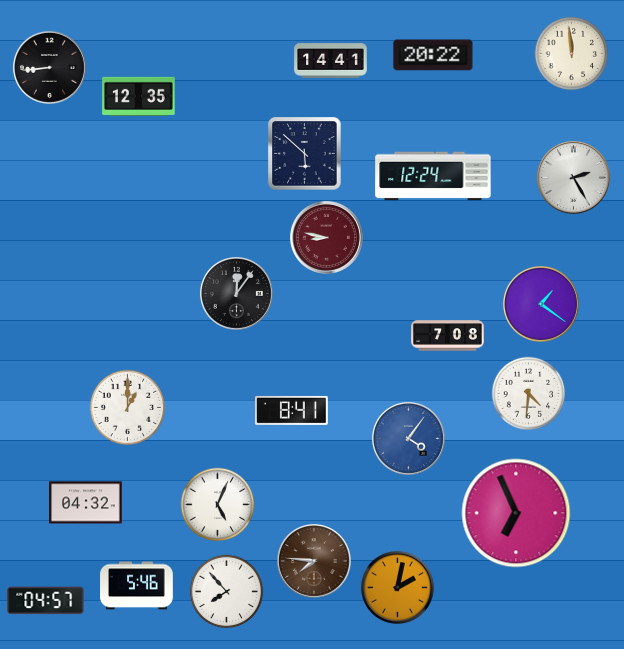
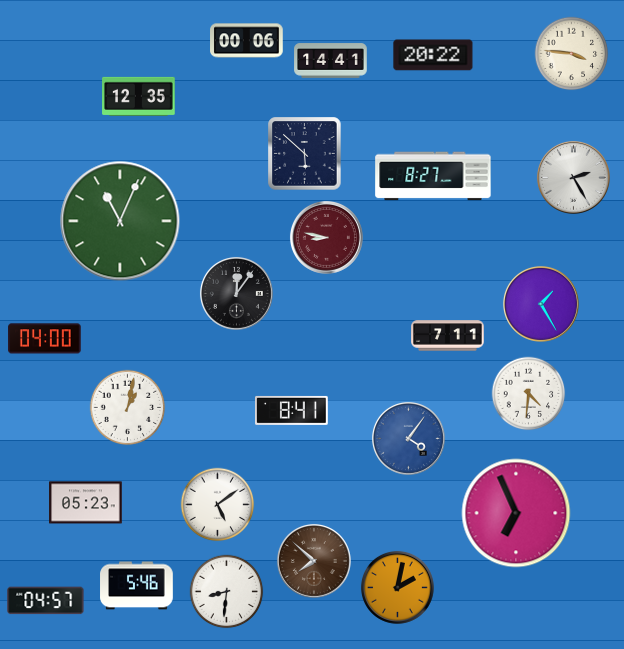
clock at (247, 41): none -> 00:06
clock at (572, 54): 11:59 -> 3:46
clock at (49, 67): 8:44 -> none
clock at (433, 176): 12:24 -> 8:27
clock at (120, 221): none -> 11:04
clock at (541, 304): 1:21 -> 1:25
clock at (448, 336): 7:08 -> 7:11
clock at (45, 339): none -> 04:00
clock at (128, 408): 1:00 -> 1:02
clock at (86, 503): 04:32 -> 05:23
clock at (218, 505): 5:04 -> 5:09
clock at (314, 561): 7:46 -> 7:52
clock at (227, 592): 7:53 -> 8:31
